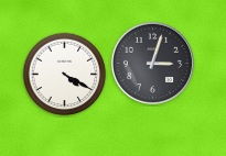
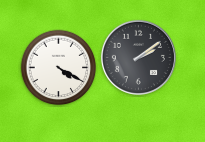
clock at (152, 63): 3:03 -> 2:09
